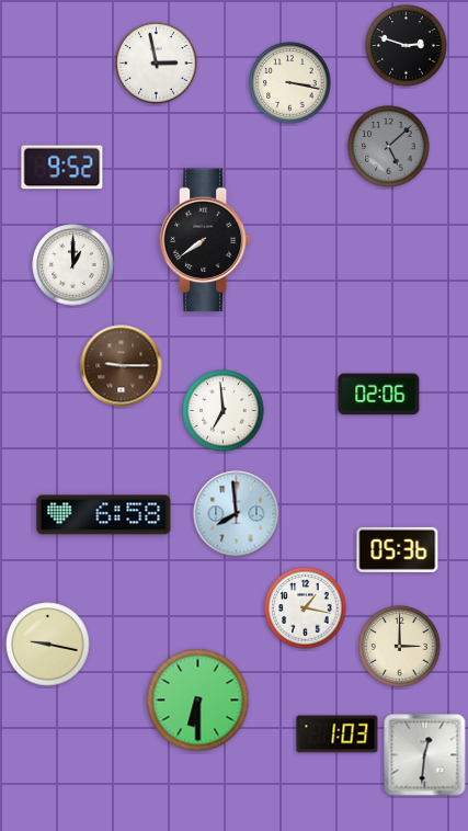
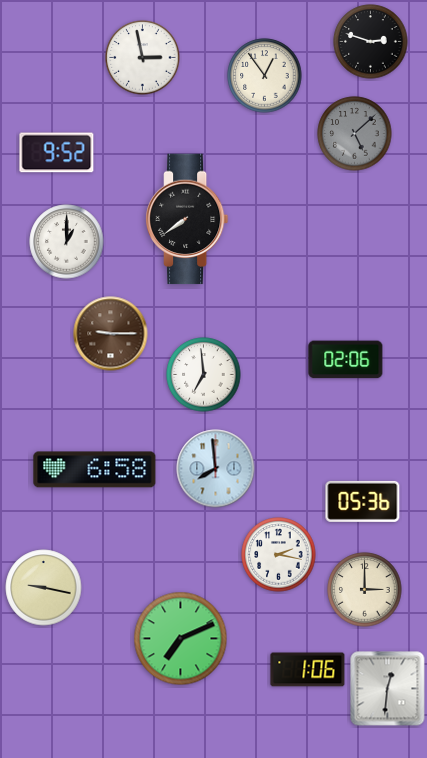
clock at (290, 83): 3:17 -> 12:54
clock at (306, 608): 1:17 -> 2:17
clock at (198, 701): 6:30 -> 7:11
clock at (338, 735): 1:03 -> 1:06
